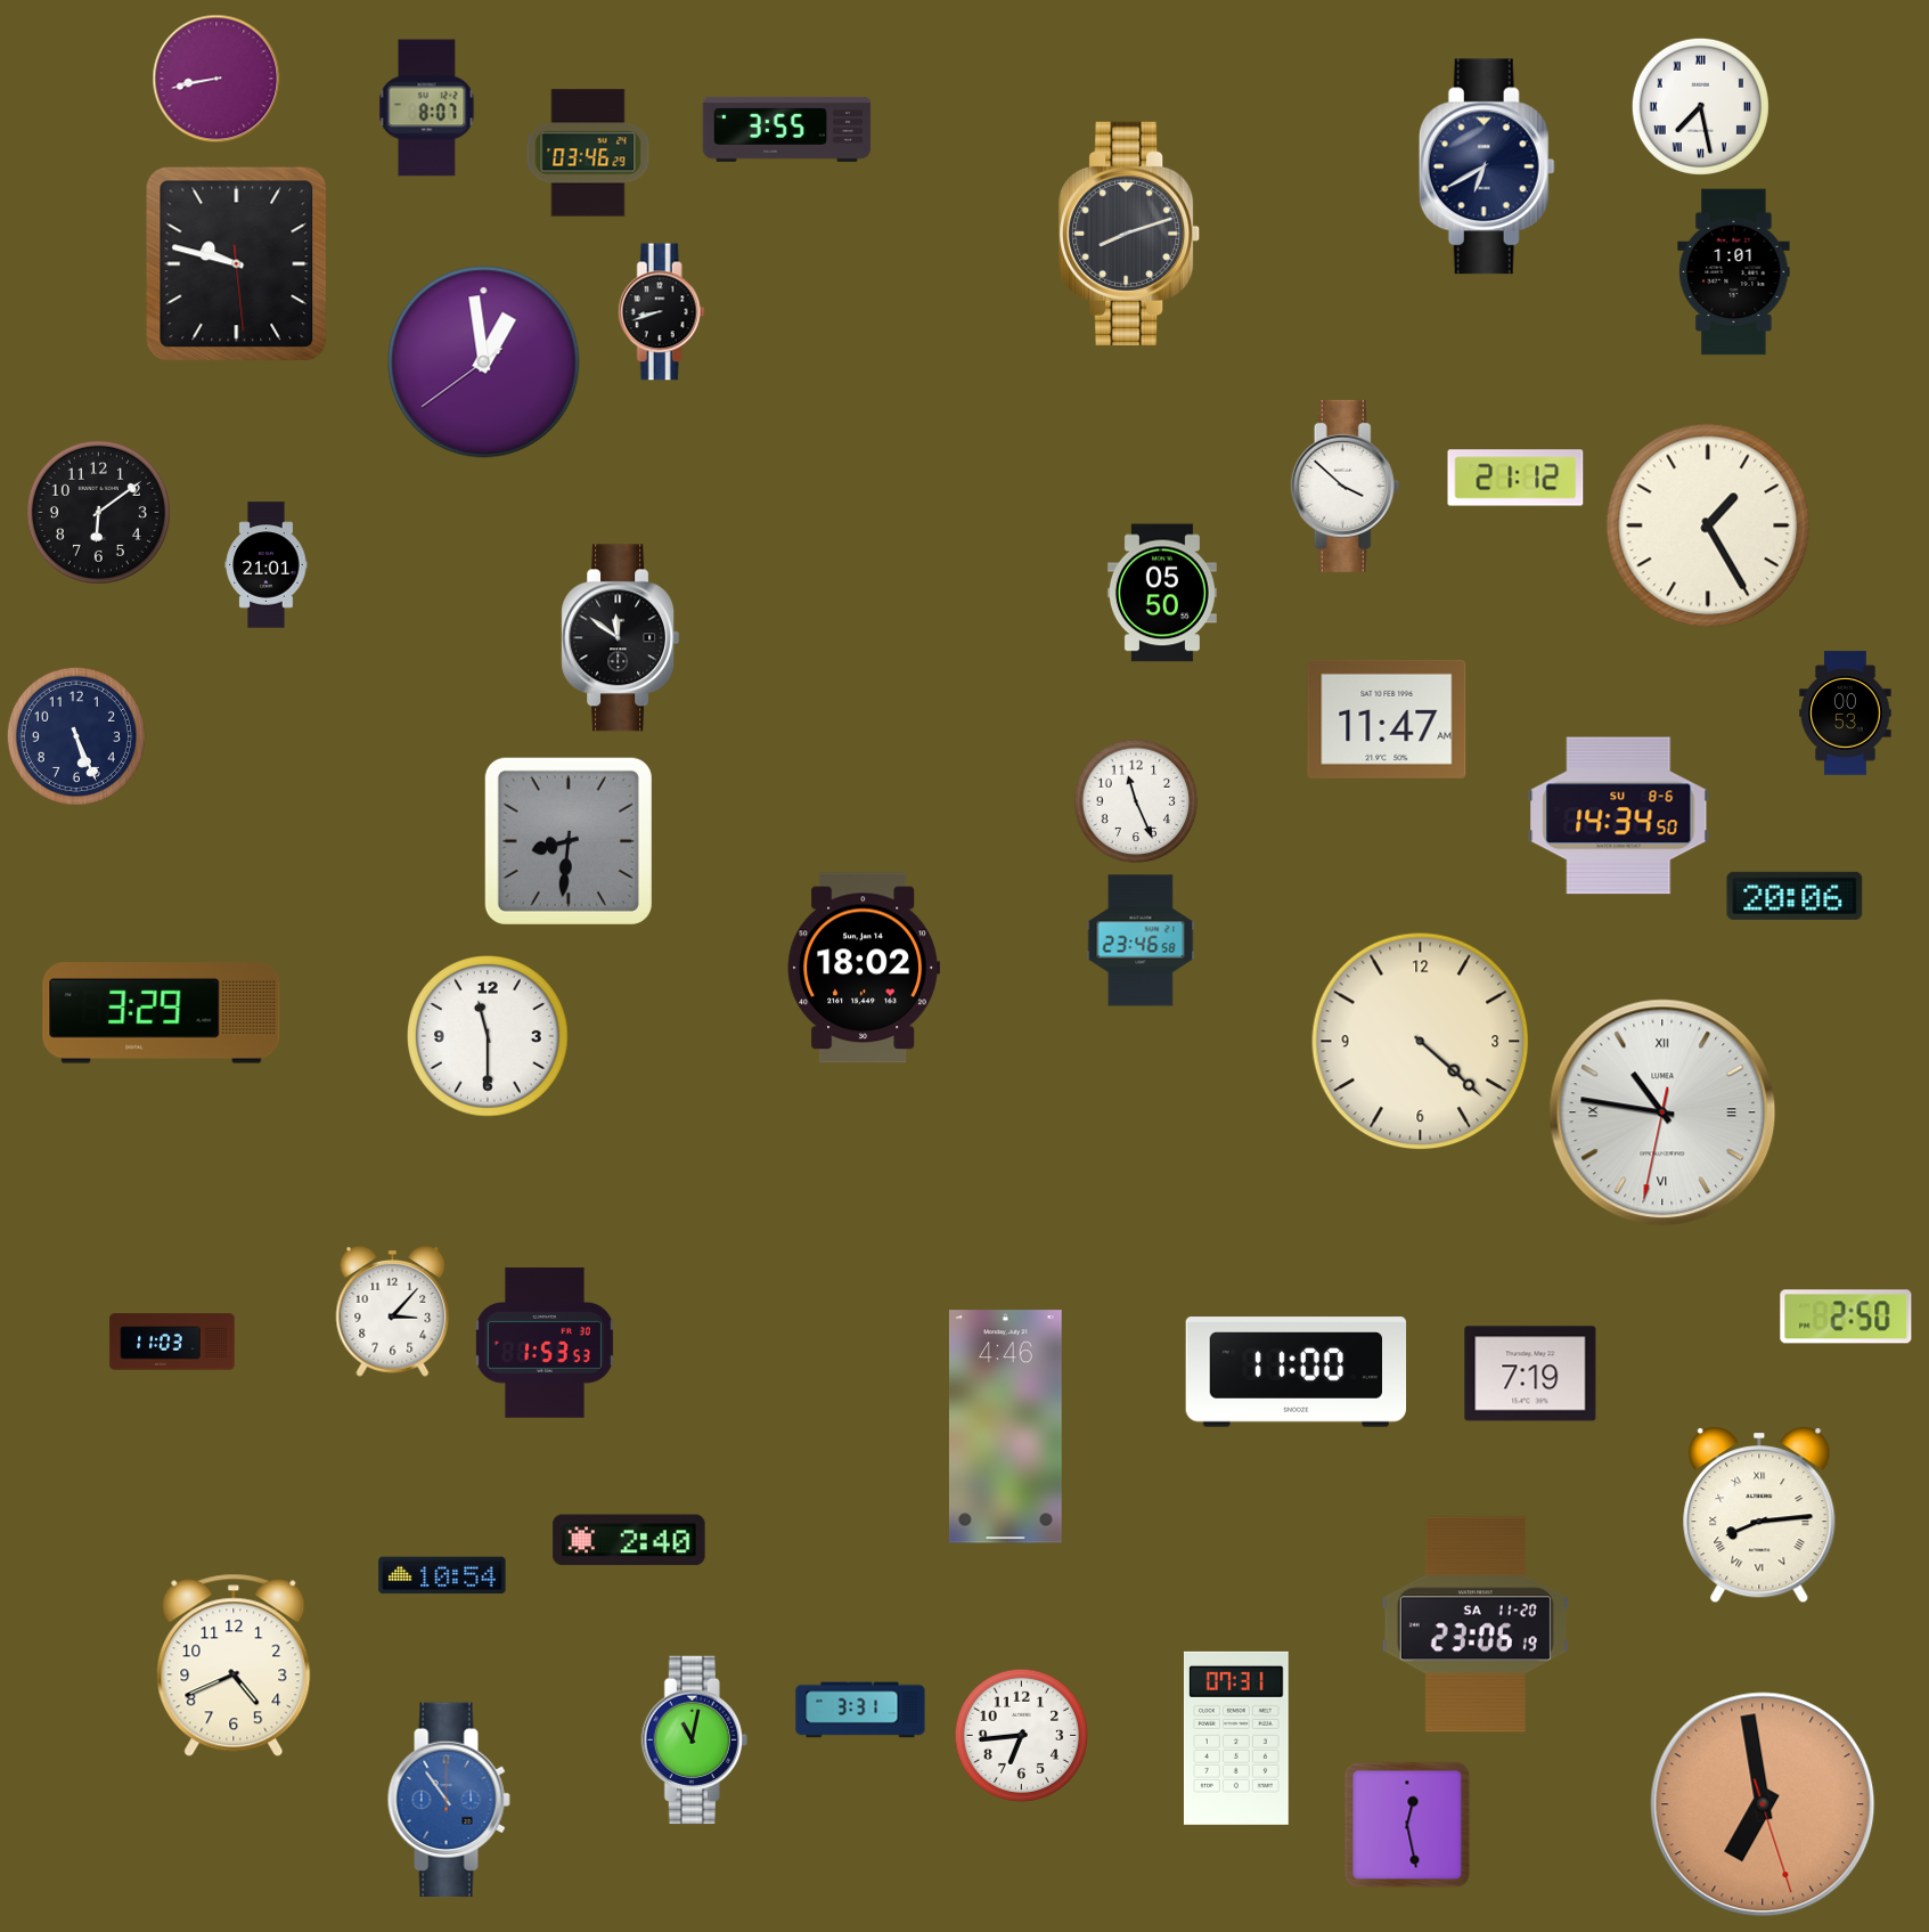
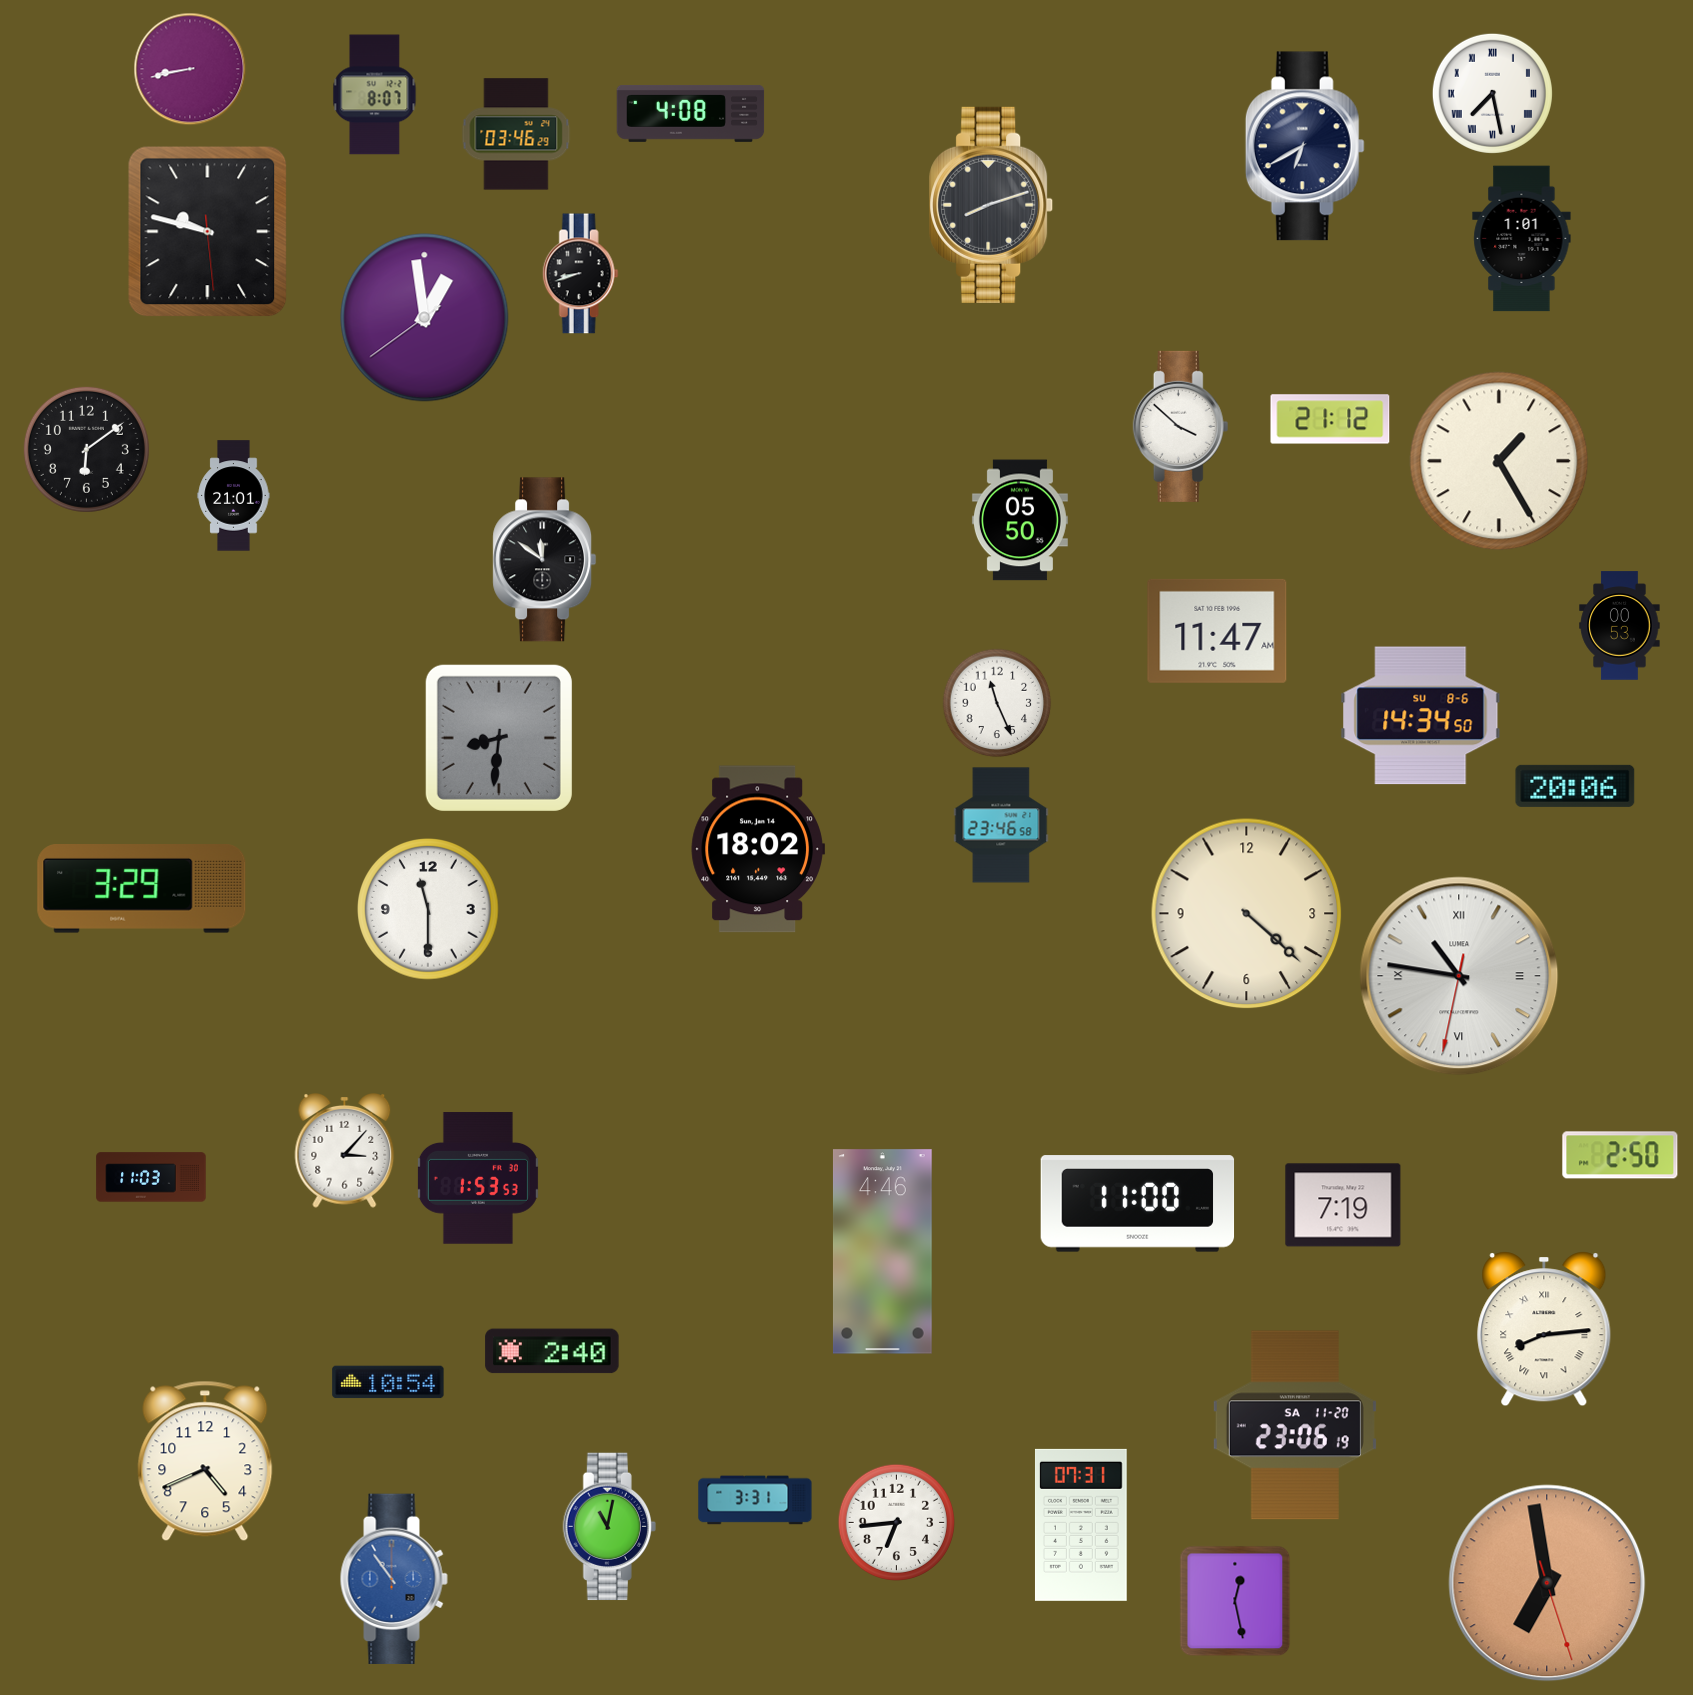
clock at (787, 129): 3:55 -> 4:08
clock at (76, 736): 5:26 -> none
clock at (1236, 1738) position: (1236, 1738) -> (1081, 1525)
